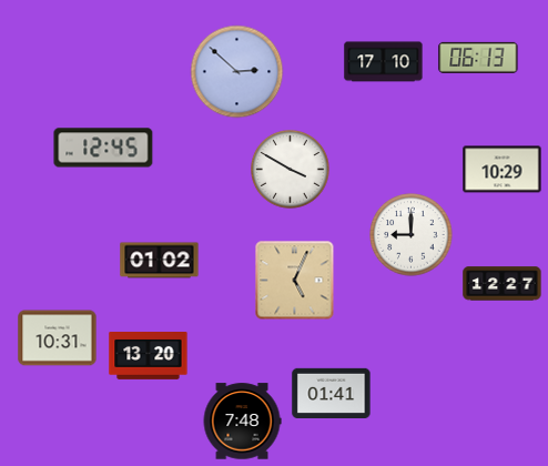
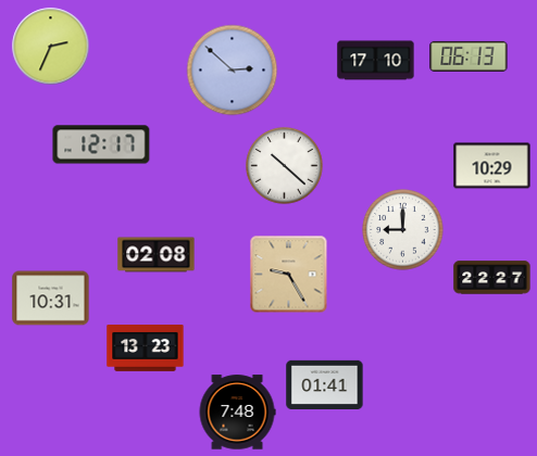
clock at (51, 47): none -> 2:34
clock at (103, 148): 12:45 -> 12:17
clock at (291, 170): 3:50 -> 10:22
clock at (160, 261): 01:02 -> 02:08
clock at (295, 281): 5:04 -> 9:25
clock at (503, 284): 12:27 -> 22:27
clock at (58, 338) position: (58, 338) -> (51, 299)
clock at (149, 356): 13:20 -> 13:23
